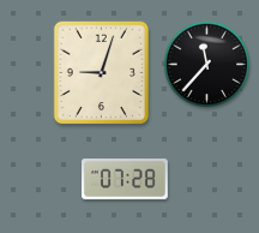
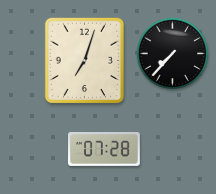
clock at (207, 65): 11:37 -> 7:37
clock at (101, 73): 9:03 -> 7:03
